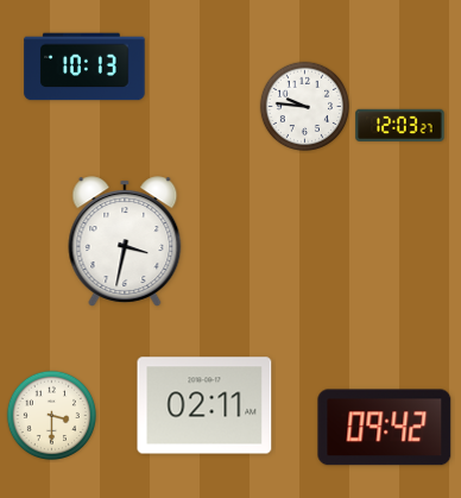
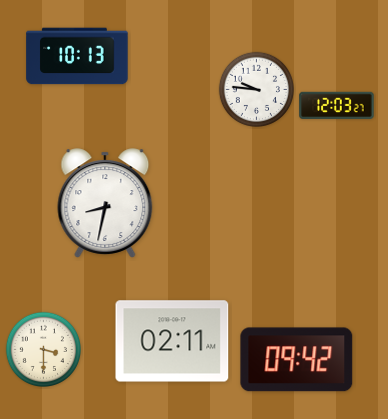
clock at (84, 67) position: (84, 67) -> (77, 56)
clock at (125, 241): 3:32 -> 8:32
clock at (385, 428) position: (385, 428) -> (297, 360)
